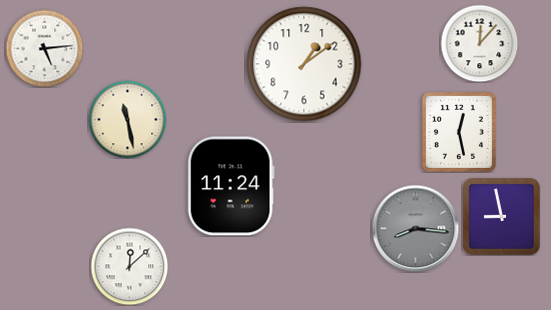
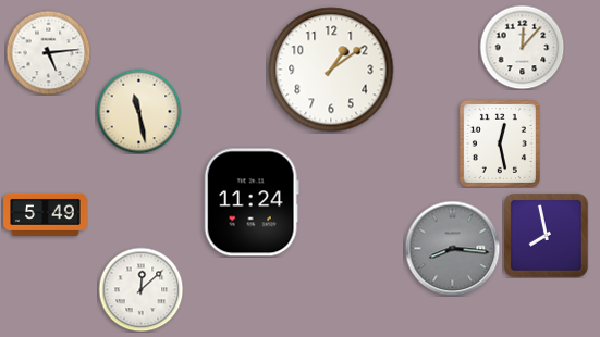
clock at (127, 119) position: (127, 119) -> (138, 111)
clock at (46, 214): none -> 5:49
clock at (502, 217): 8:58 -> 7:58
